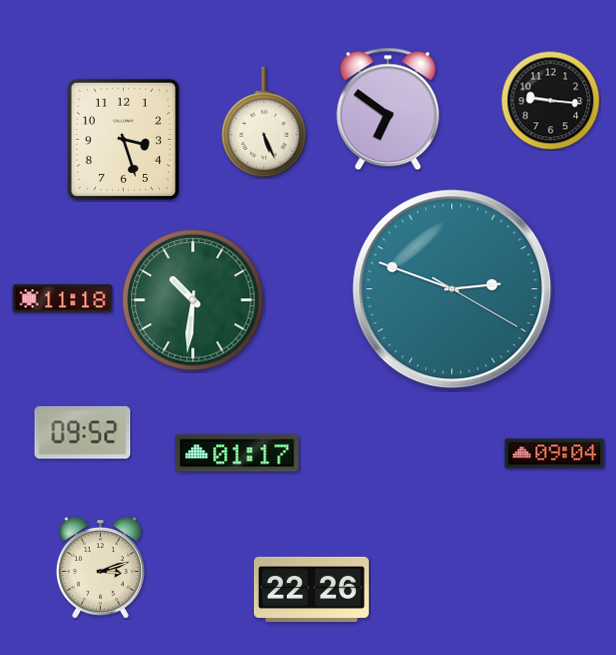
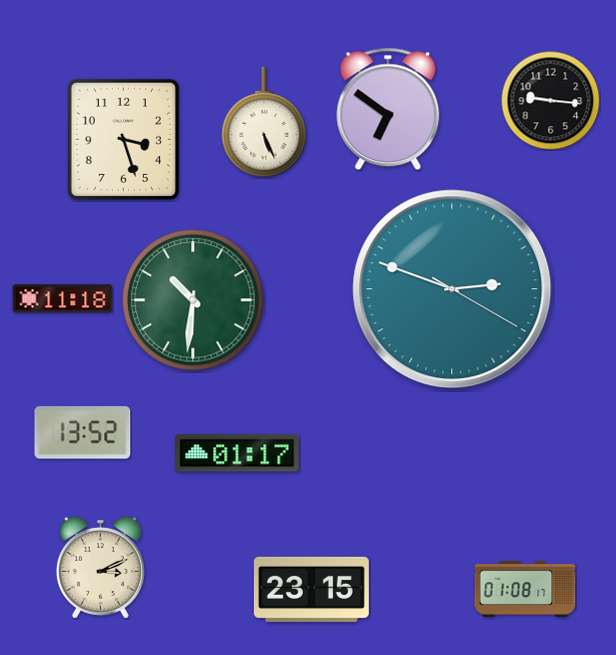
clock at (83, 433): 09:52 -> 13:52
clock at (555, 454): 09:04 -> none
clock at (100, 567): 3:12 -> 3:11
clock at (311, 589): 22:26 -> 23:15
clock at (525, 589): none -> 01:08
